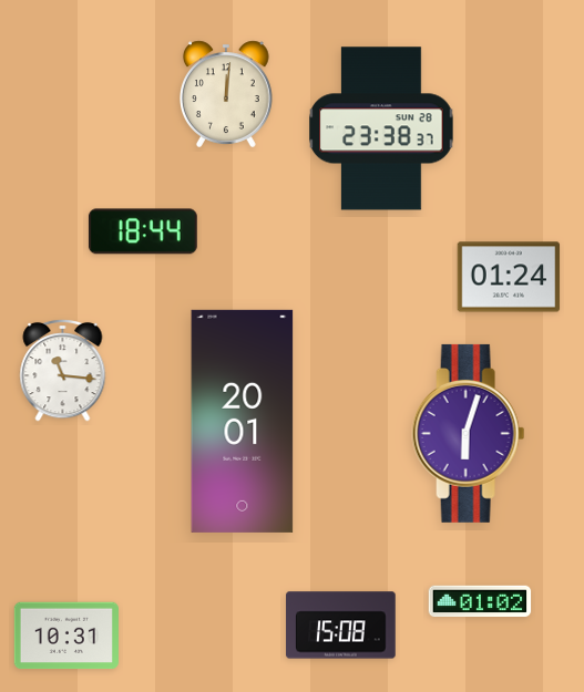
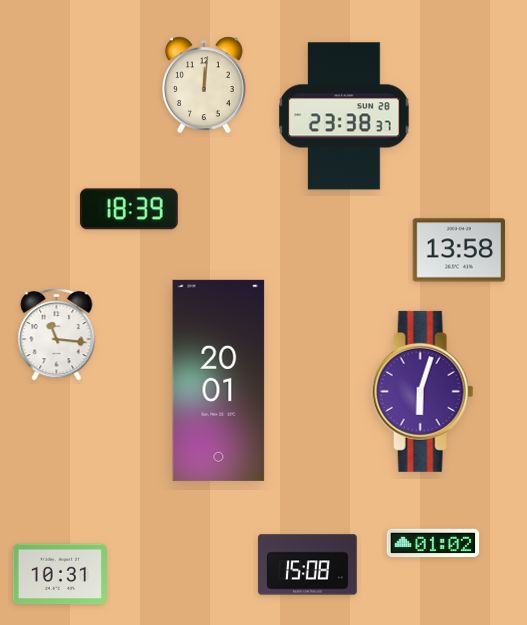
clock at (143, 231): 18:44 -> 18:39
clock at (509, 277): 01:24 -> 13:58
